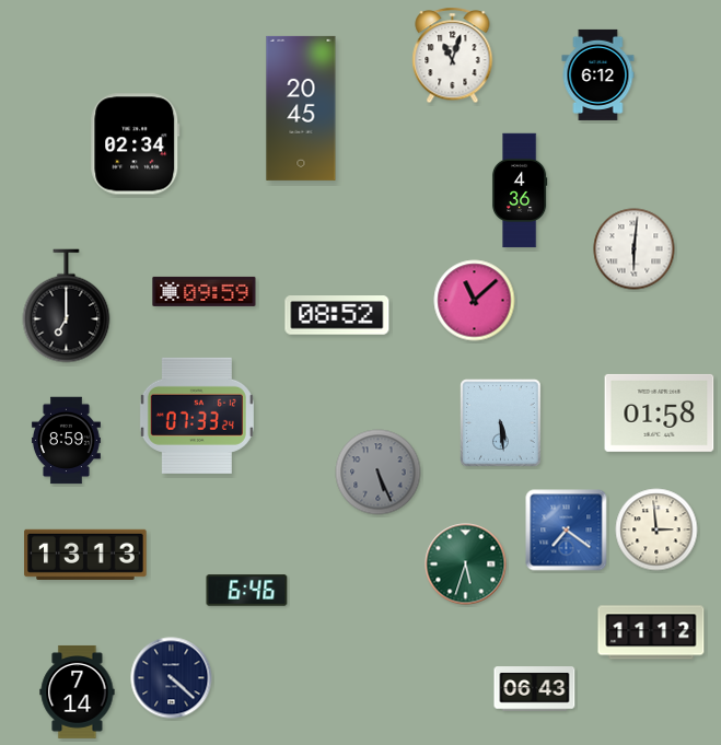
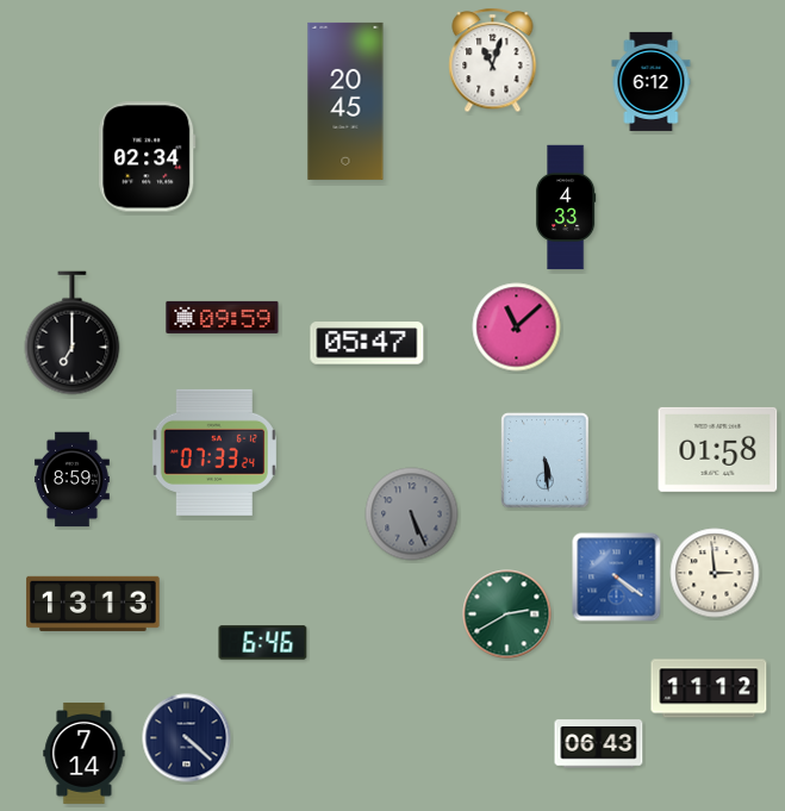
clock at (301, 108) position: (301, 108) -> (345, 101)
clock at (520, 190): 4:36 -> 4:33
clock at (635, 249): 6:01 -> none
clock at (337, 315): 08:52 -> 05:47
clock at (656, 529) position: (656, 529) -> (715, 573)
clock at (567, 531): 7:21 -> 4:21
clock at (466, 564): 5:33 -> 2:40
clock at (247, 591) position: (247, 591) -> (263, 643)
clock at (535, 689) position: (535, 689) -> (599, 744)
